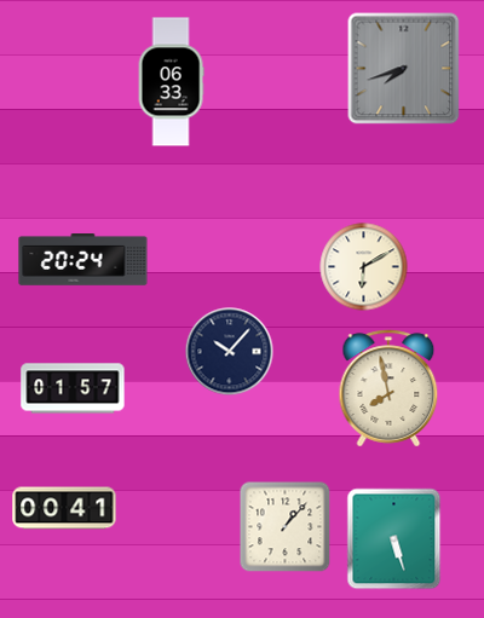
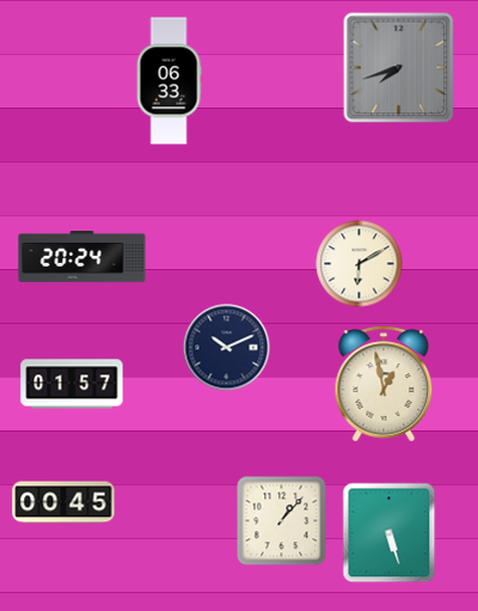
clock at (230, 352): 10:07 -> 10:11
clock at (388, 388): 7:58 -> 12:58
clock at (64, 508): 00:41 -> 00:45
